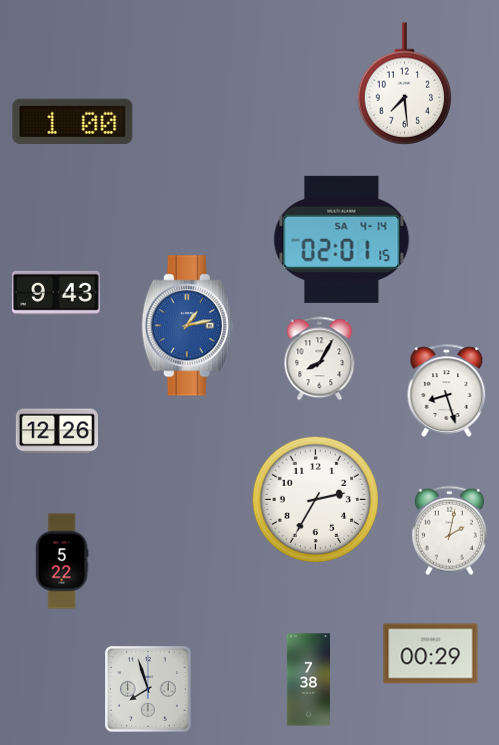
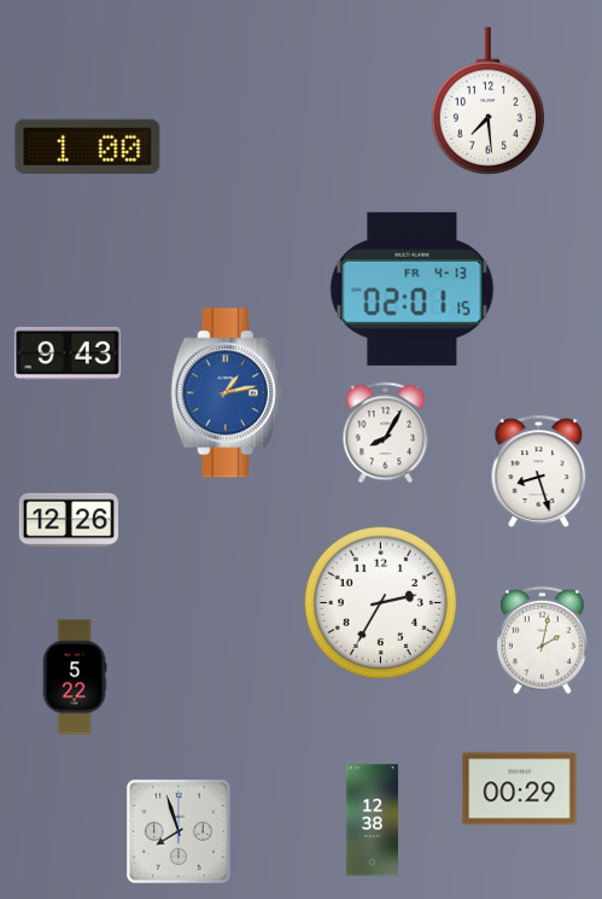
clock at (342, 239) date: SA 4-14 -> FR 4-13
clock at (308, 680): 7:38 -> 12:38
